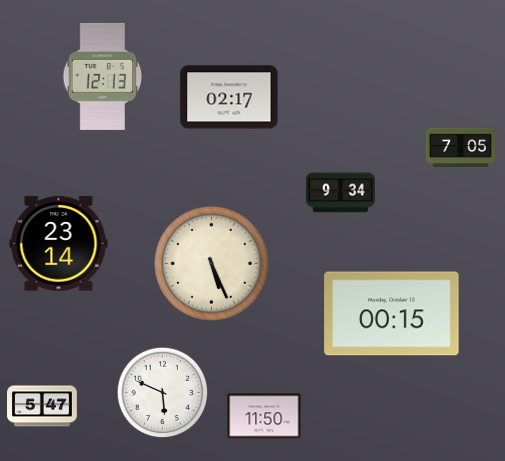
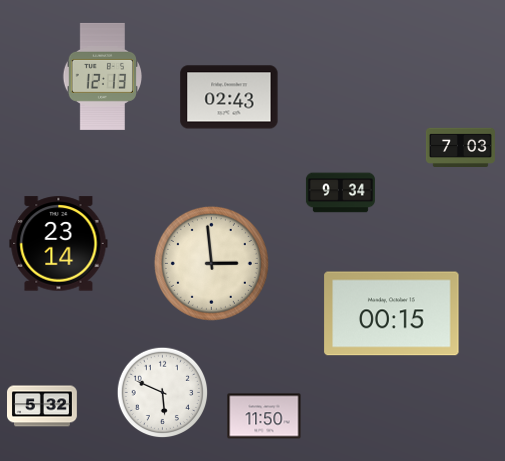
clock at (229, 97): 02:17 -> 02:43
clock at (460, 147): 7:05 -> 7:03
clock at (211, 263): 5:26 -> 2:59
clock at (43, 406): 5:47 -> 5:32
